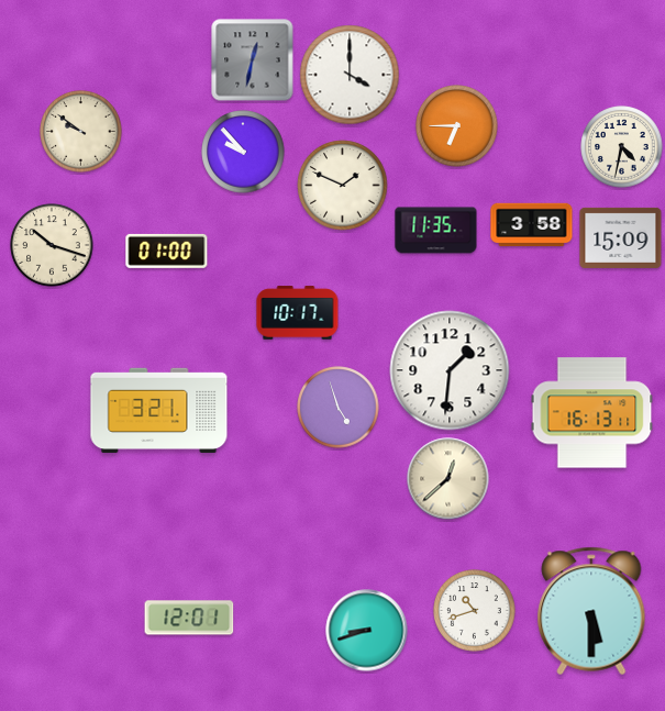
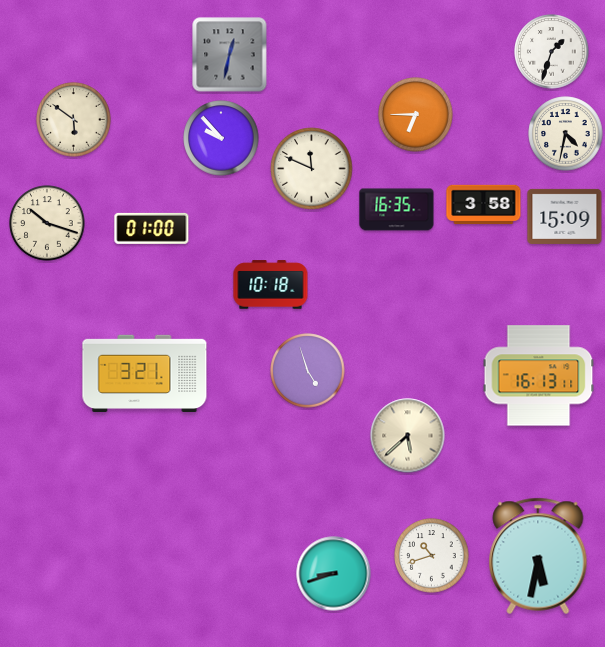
clock at (552, 52): none -> 1:33
clock at (350, 75): 4:00 -> none
clock at (81, 132): 9:51 -> 5:51
clock at (343, 186): 1:49 -> 11:49
clock at (436, 231): 11:35 -> 16:35
clock at (298, 313): 10:17 -> 10:18
clock at (450, 370): 1:31 -> none
clock at (448, 479): 12:38 -> 5:38
clock at (591, 611): 5:30 -> 5:32
clock at (189, 618): 12:01 -> none
